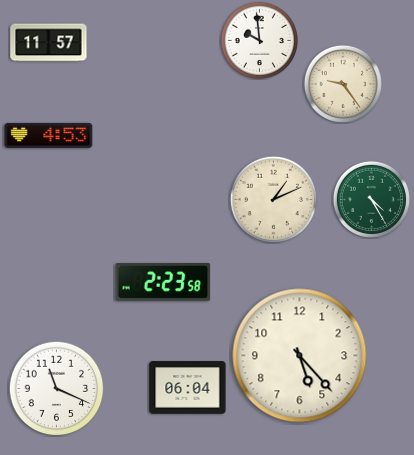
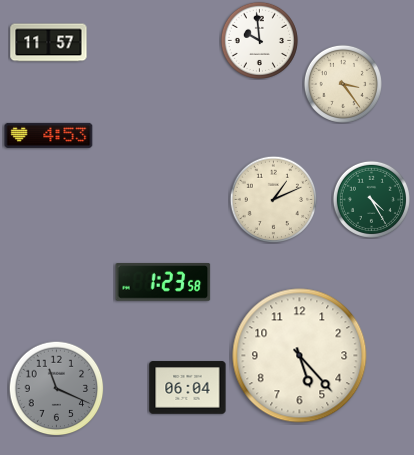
clock at (343, 84): 9:24 -> 3:24
clock at (163, 283): 2:23 -> 1:23
clock at (56, 388) dial: white -> grey
